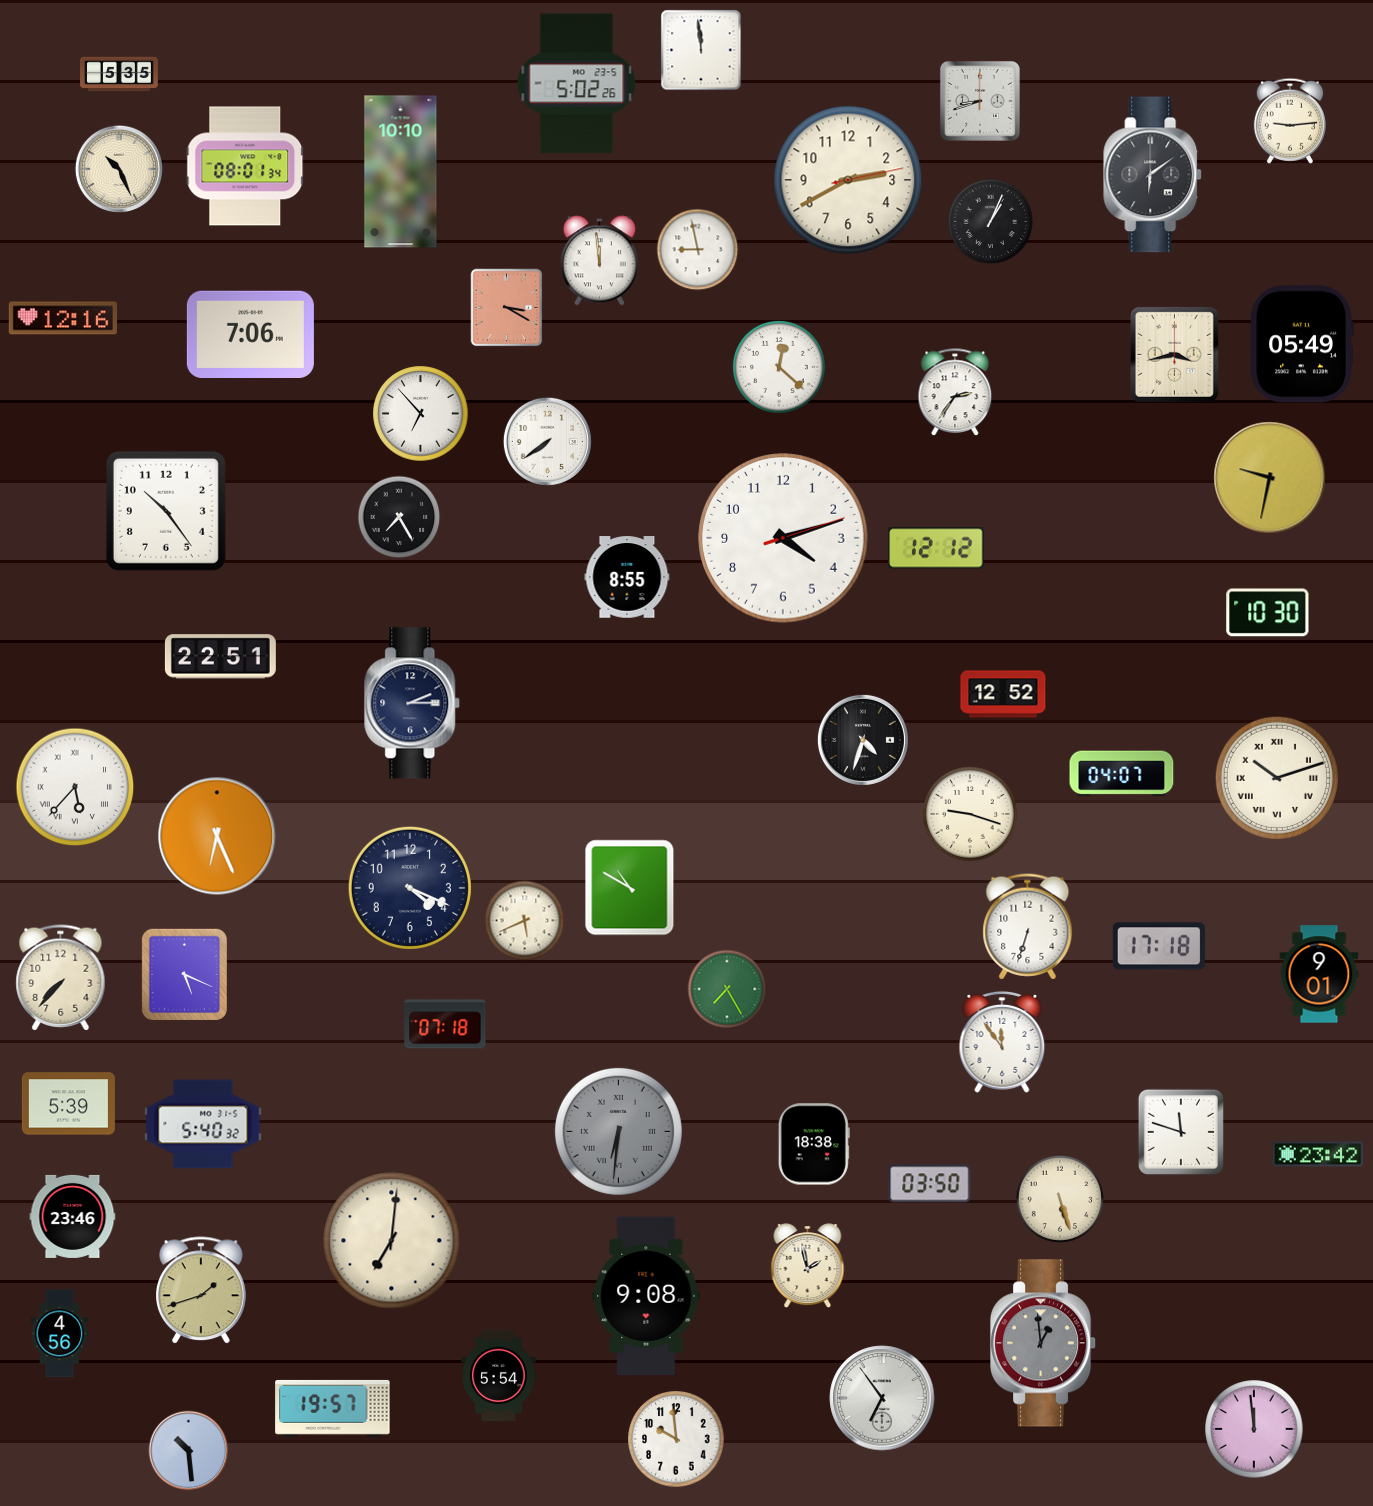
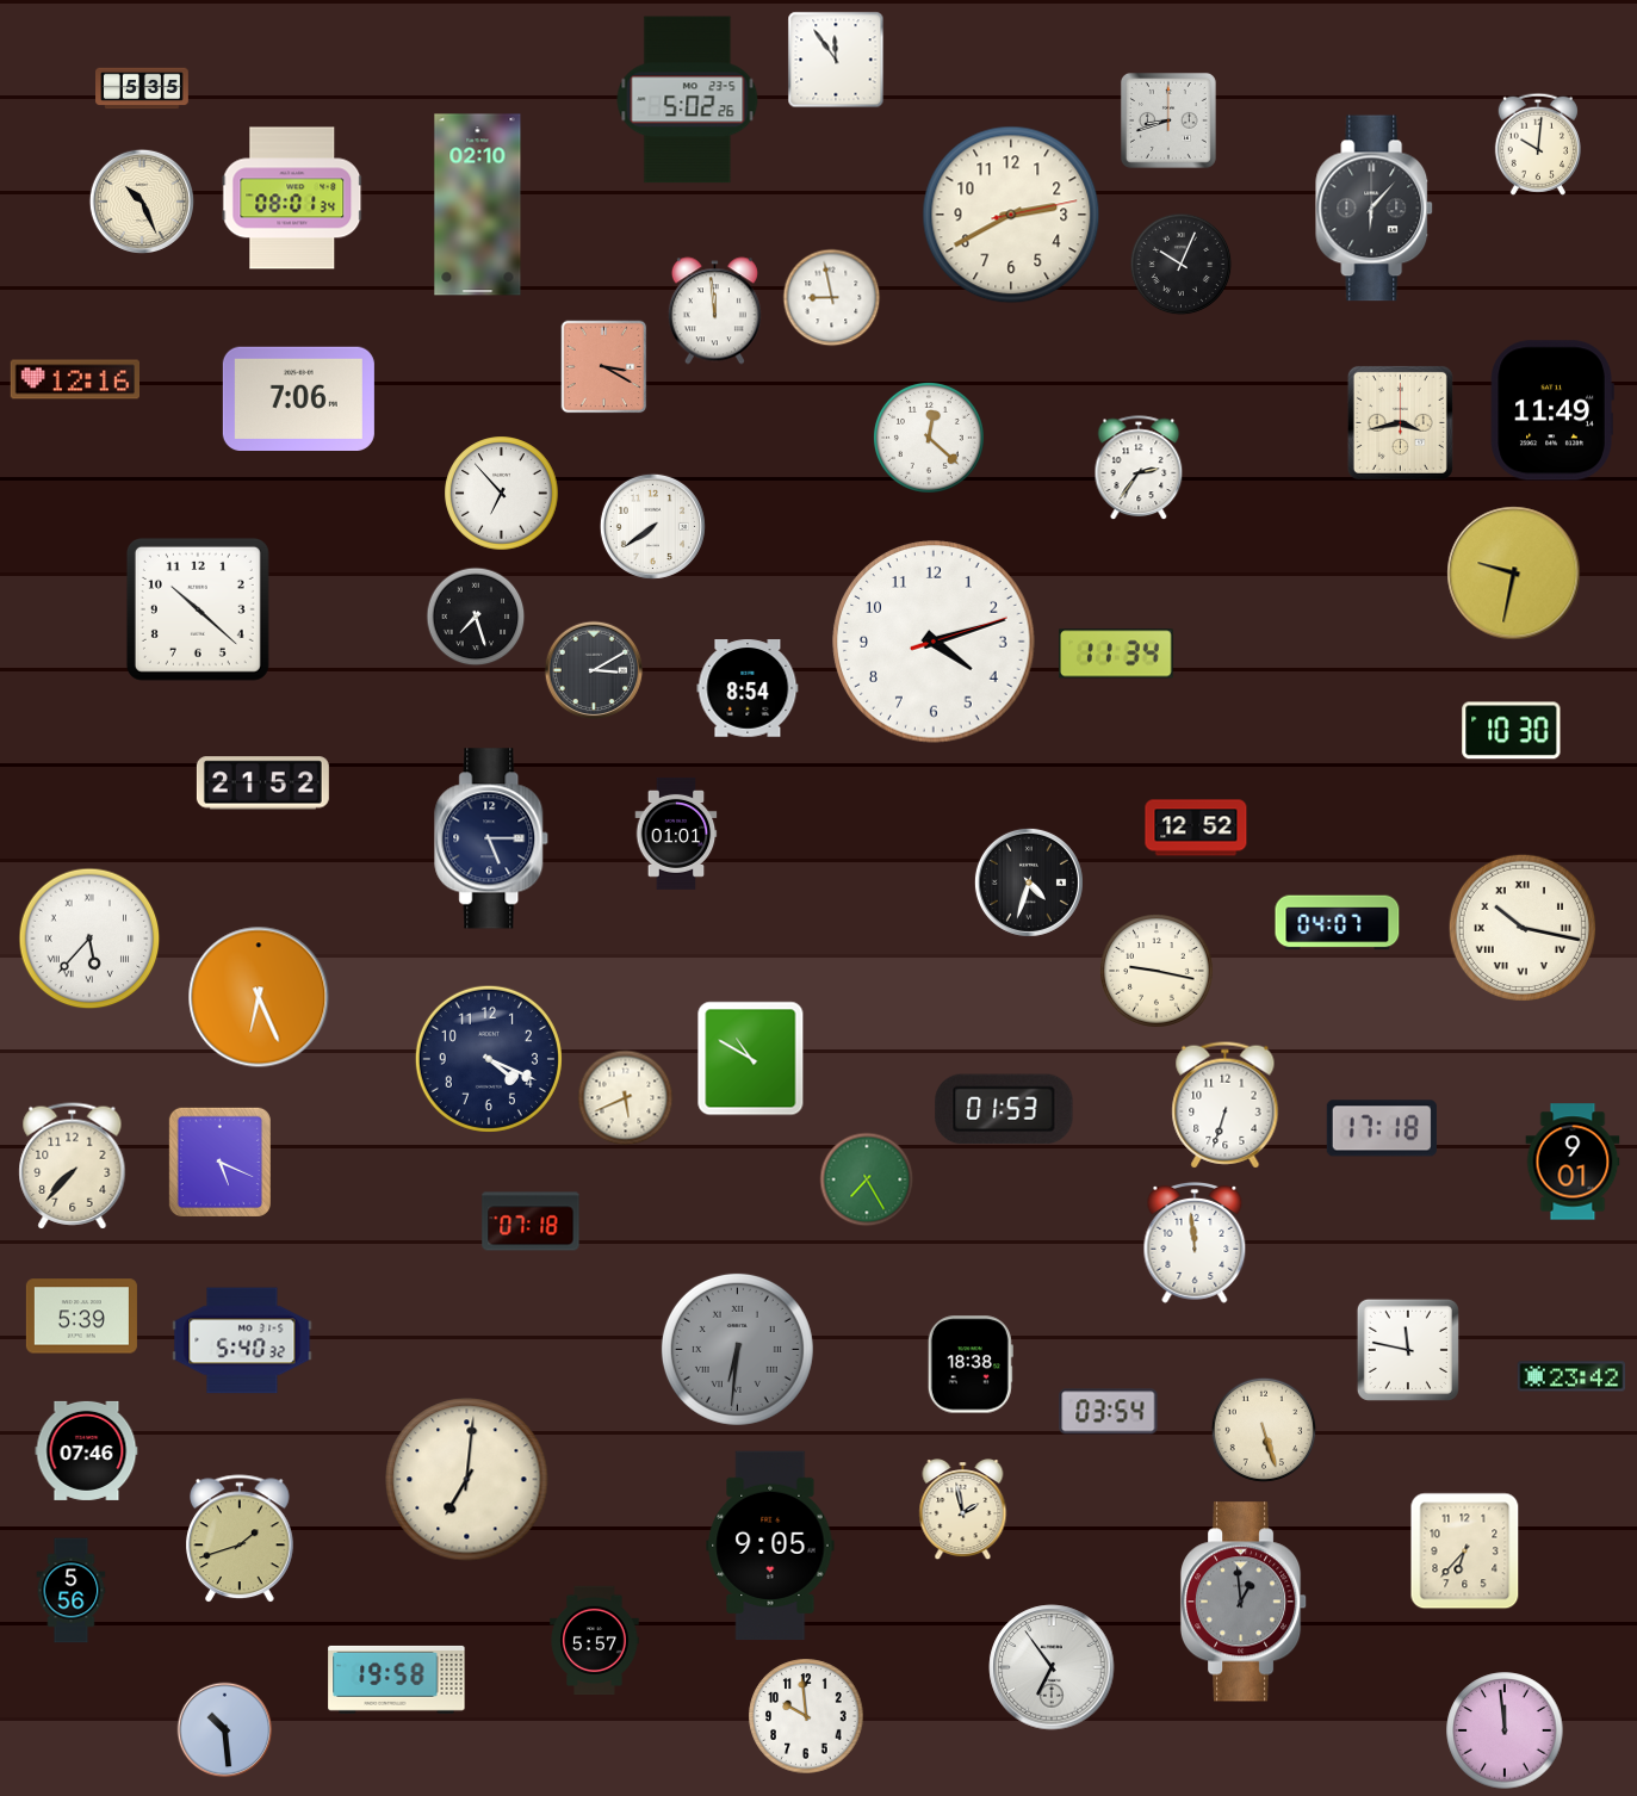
clock at (701, 50): 11:59 -> 11:54
clock at (1290, 121): 9:14 -> 10:01
clock at (401, 172): 10:10 -> 02:10
clock at (1153, 175): 6:09 -> 6:07
clock at (991, 222): 1:04 -> 10:04
clock at (1302, 344): 05:49 -> 11:49
clock at (1270, 478) position: (1270, 478) -> (1514, 574)
clock at (166, 511): 10:24 -> 10:22
clock at (399, 517): 7:25 -> 7:27
clock at (937, 548): 12:12 -> 11:34
clock at (594, 670): none -> 3:10
clock at (627, 577): 8:55 -> 8:54
clock at (220, 657): 22:51 -> 21:52
clock at (676, 834): none -> 01:01
clock at (413, 703): 2:15 -> 5:15
clock at (1277, 778): 10:12 -> 10:17
clock at (970, 814): 9:18 -> 9:17
clock at (1004, 1109): none -> 01:53
clock at (1002, 1042): 11:54 -> 11:59
clock at (1181, 1132): 11:48 -> 11:47
clock at (930, 1184): 03:50 -> 03:54
clock at (73, 1216): 23:46 -> 07:46
clock at (646, 1296): 9:08 -> 9:05
clock at (1465, 1552): none -> 6:37
clock at (60, 1334): 4:56 -> 5:56
clock at (499, 1376): 5:54 -> 5:57
clock at (333, 1408): 19:57 -> 19:58
clock at (1254, 1429) position: (1254, 1429) -> (1505, 1730)
